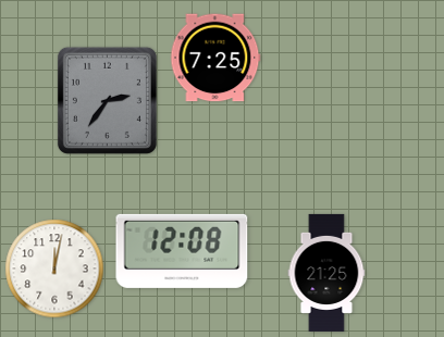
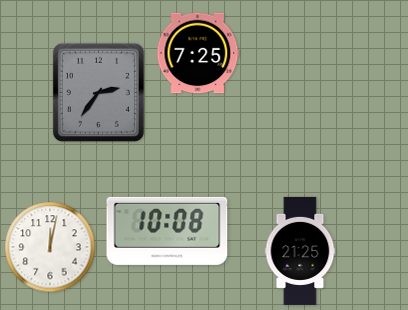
clock at (182, 251): 12:08 -> 10:08
